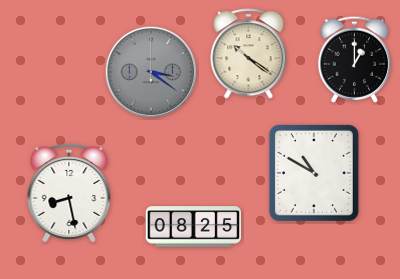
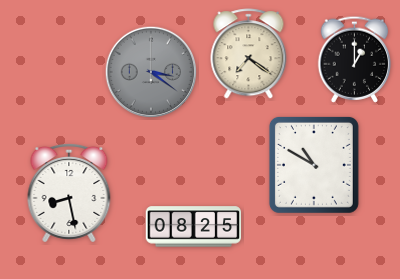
clock at (249, 54): 10:21 -> 7:21
clock at (314, 173) position: (314, 173) -> (314, 165)
